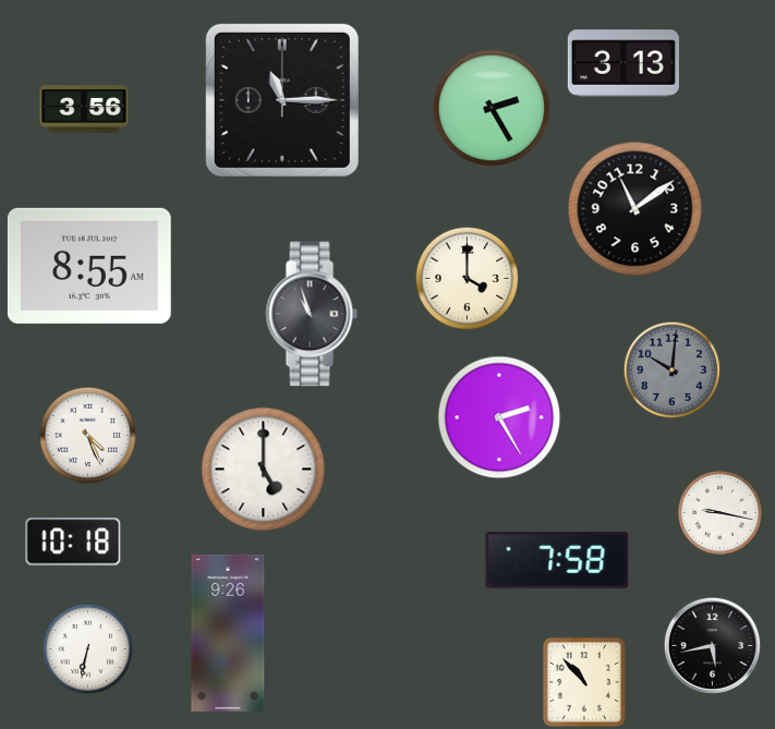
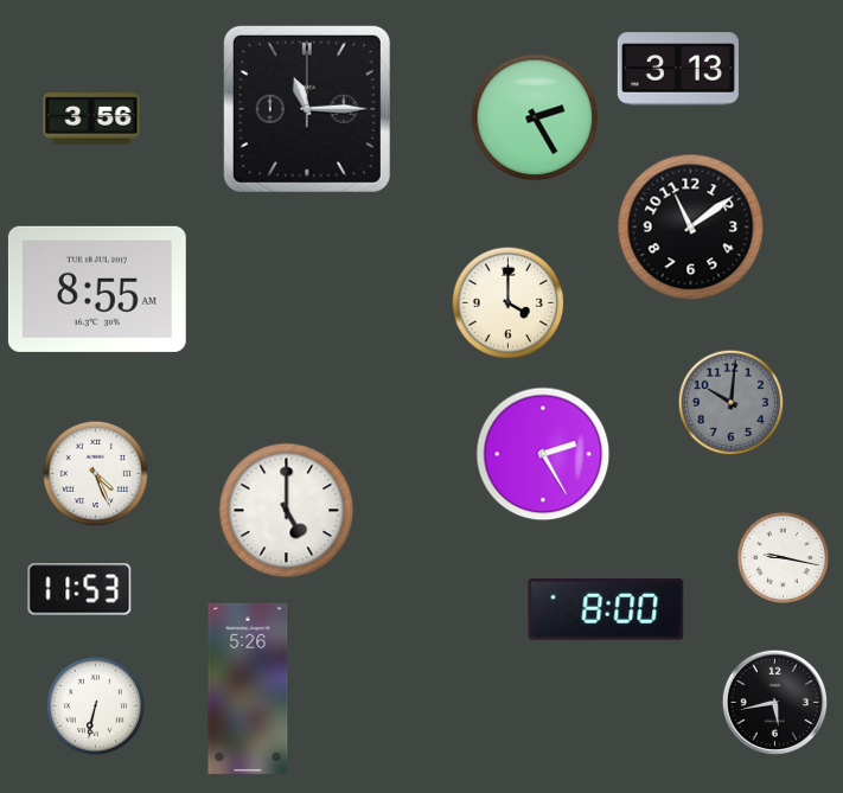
clock at (312, 314): 10:57 -> none
clock at (73, 542): 10:18 -> 11:53
clock at (557, 560): 7:58 -> 8:00
clock at (228, 633): 9:26 -> 5:26
clock at (584, 682): 10:53 -> none
